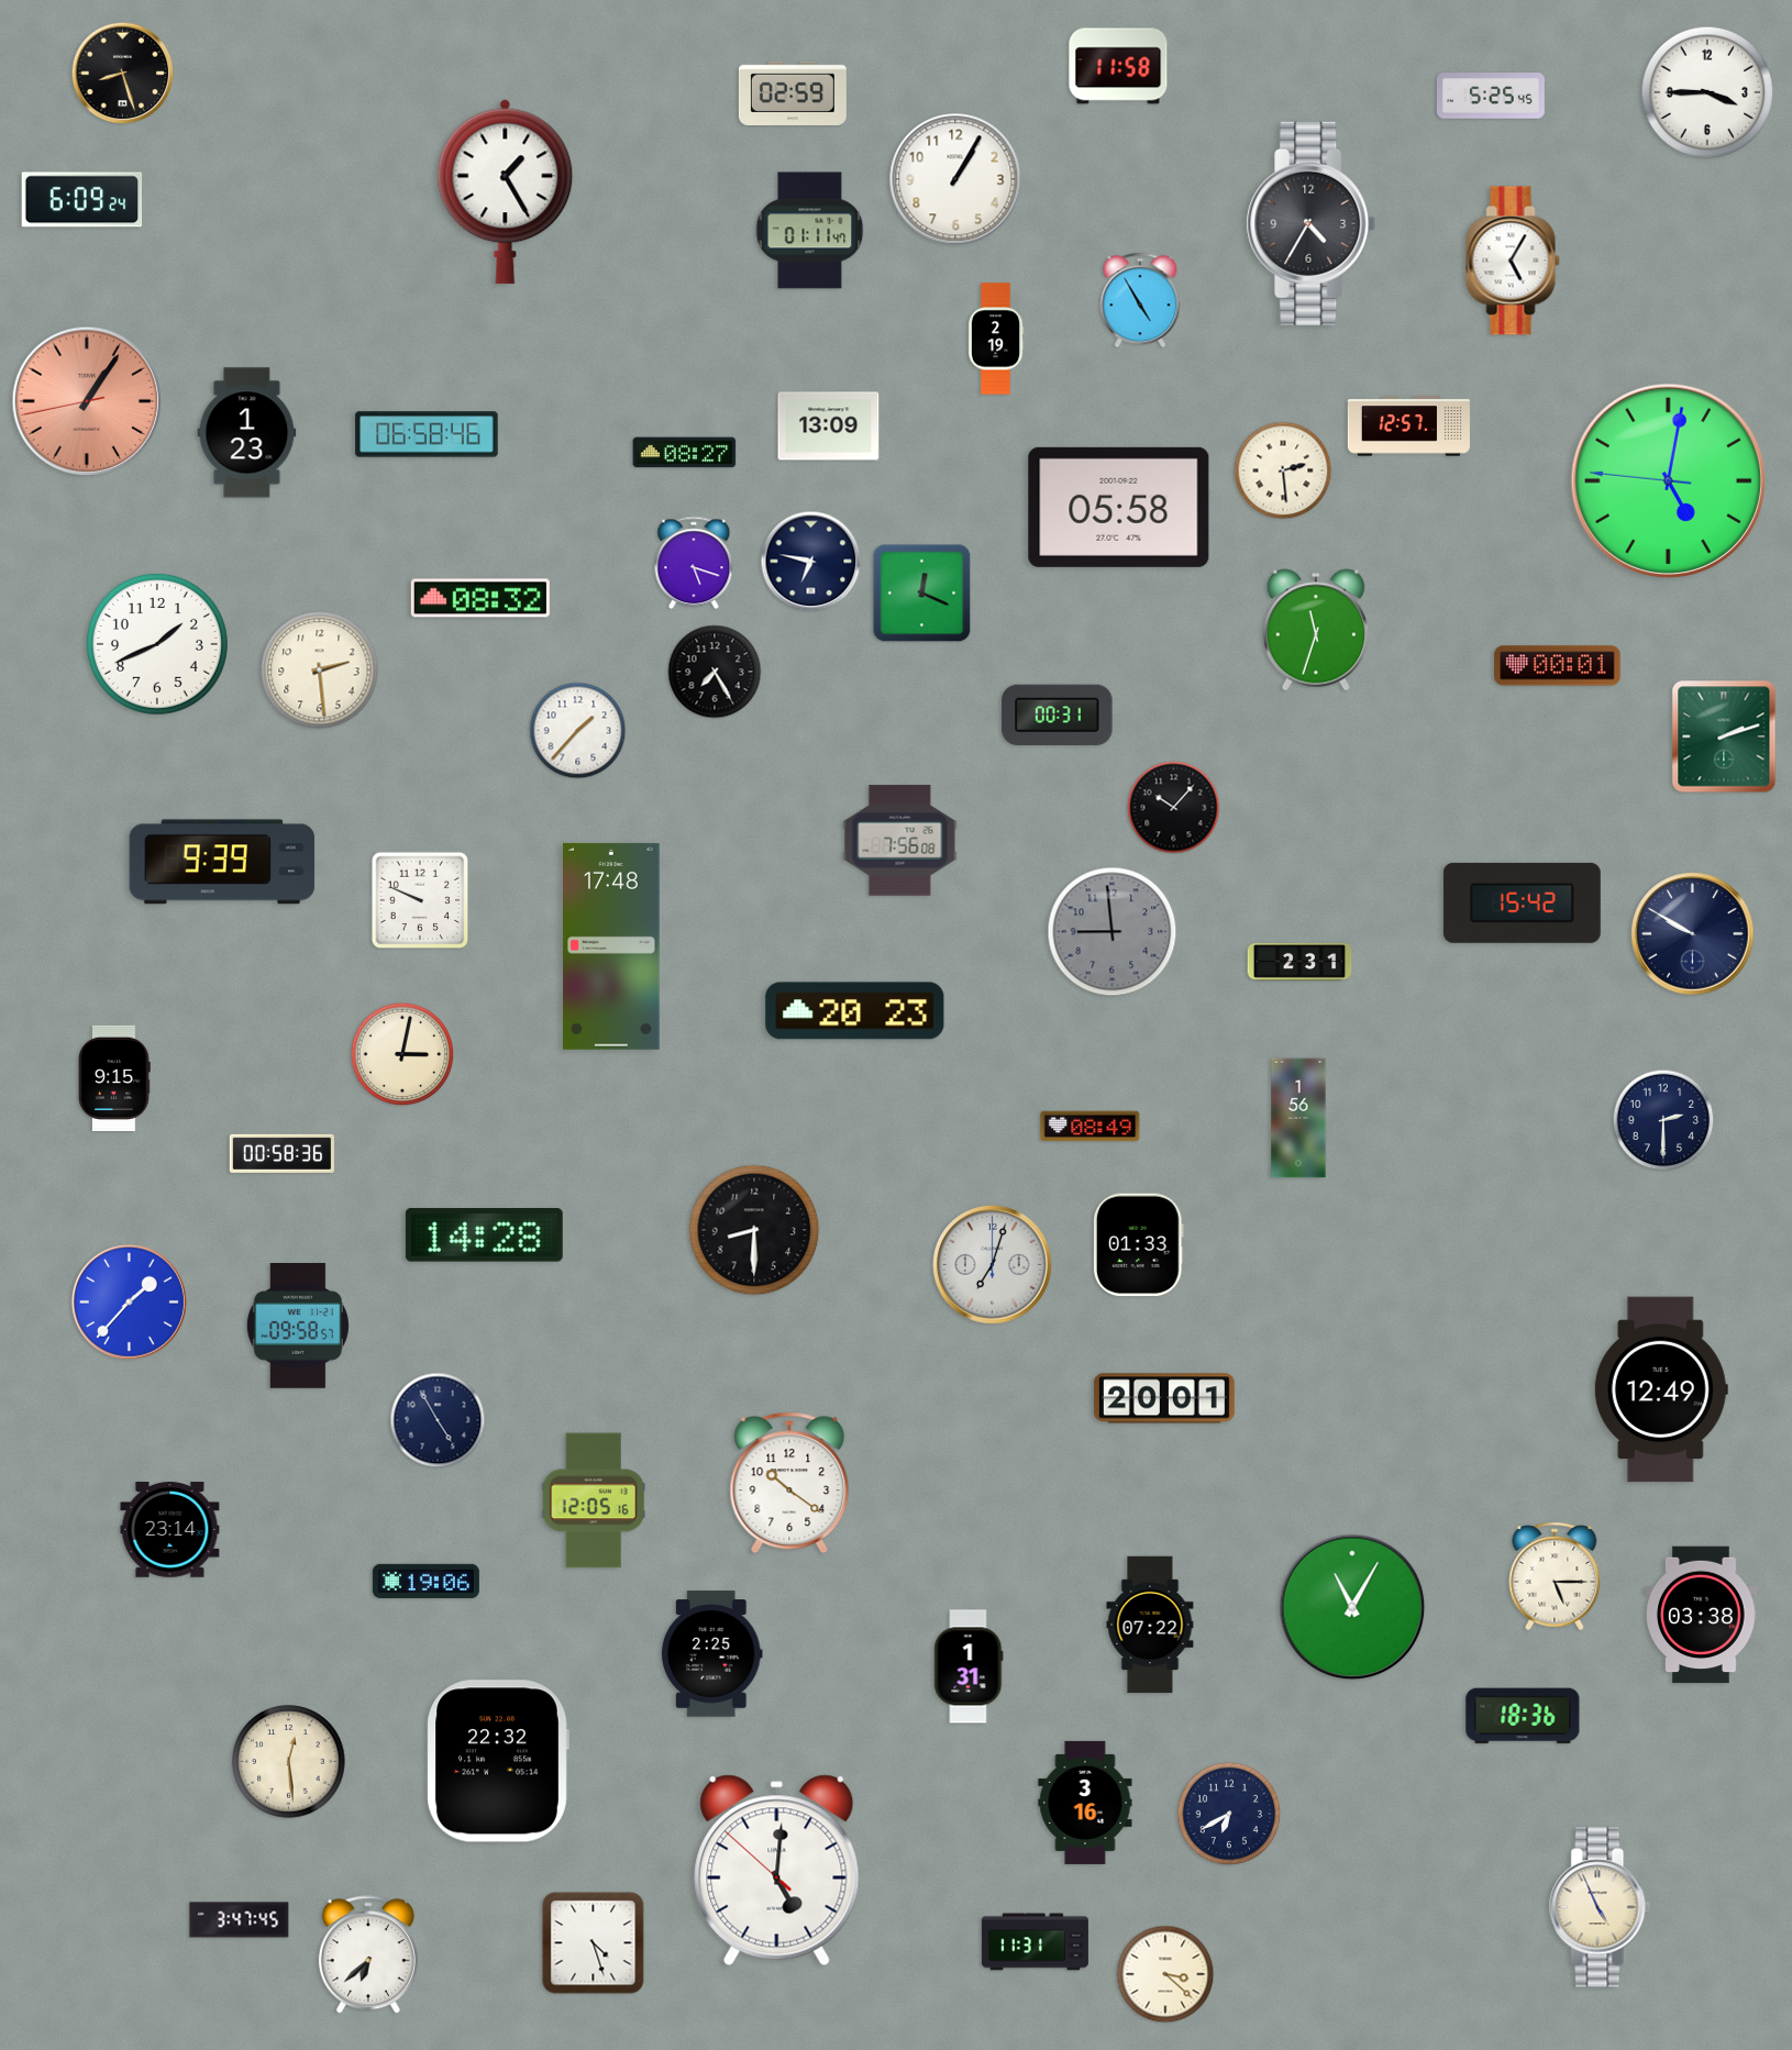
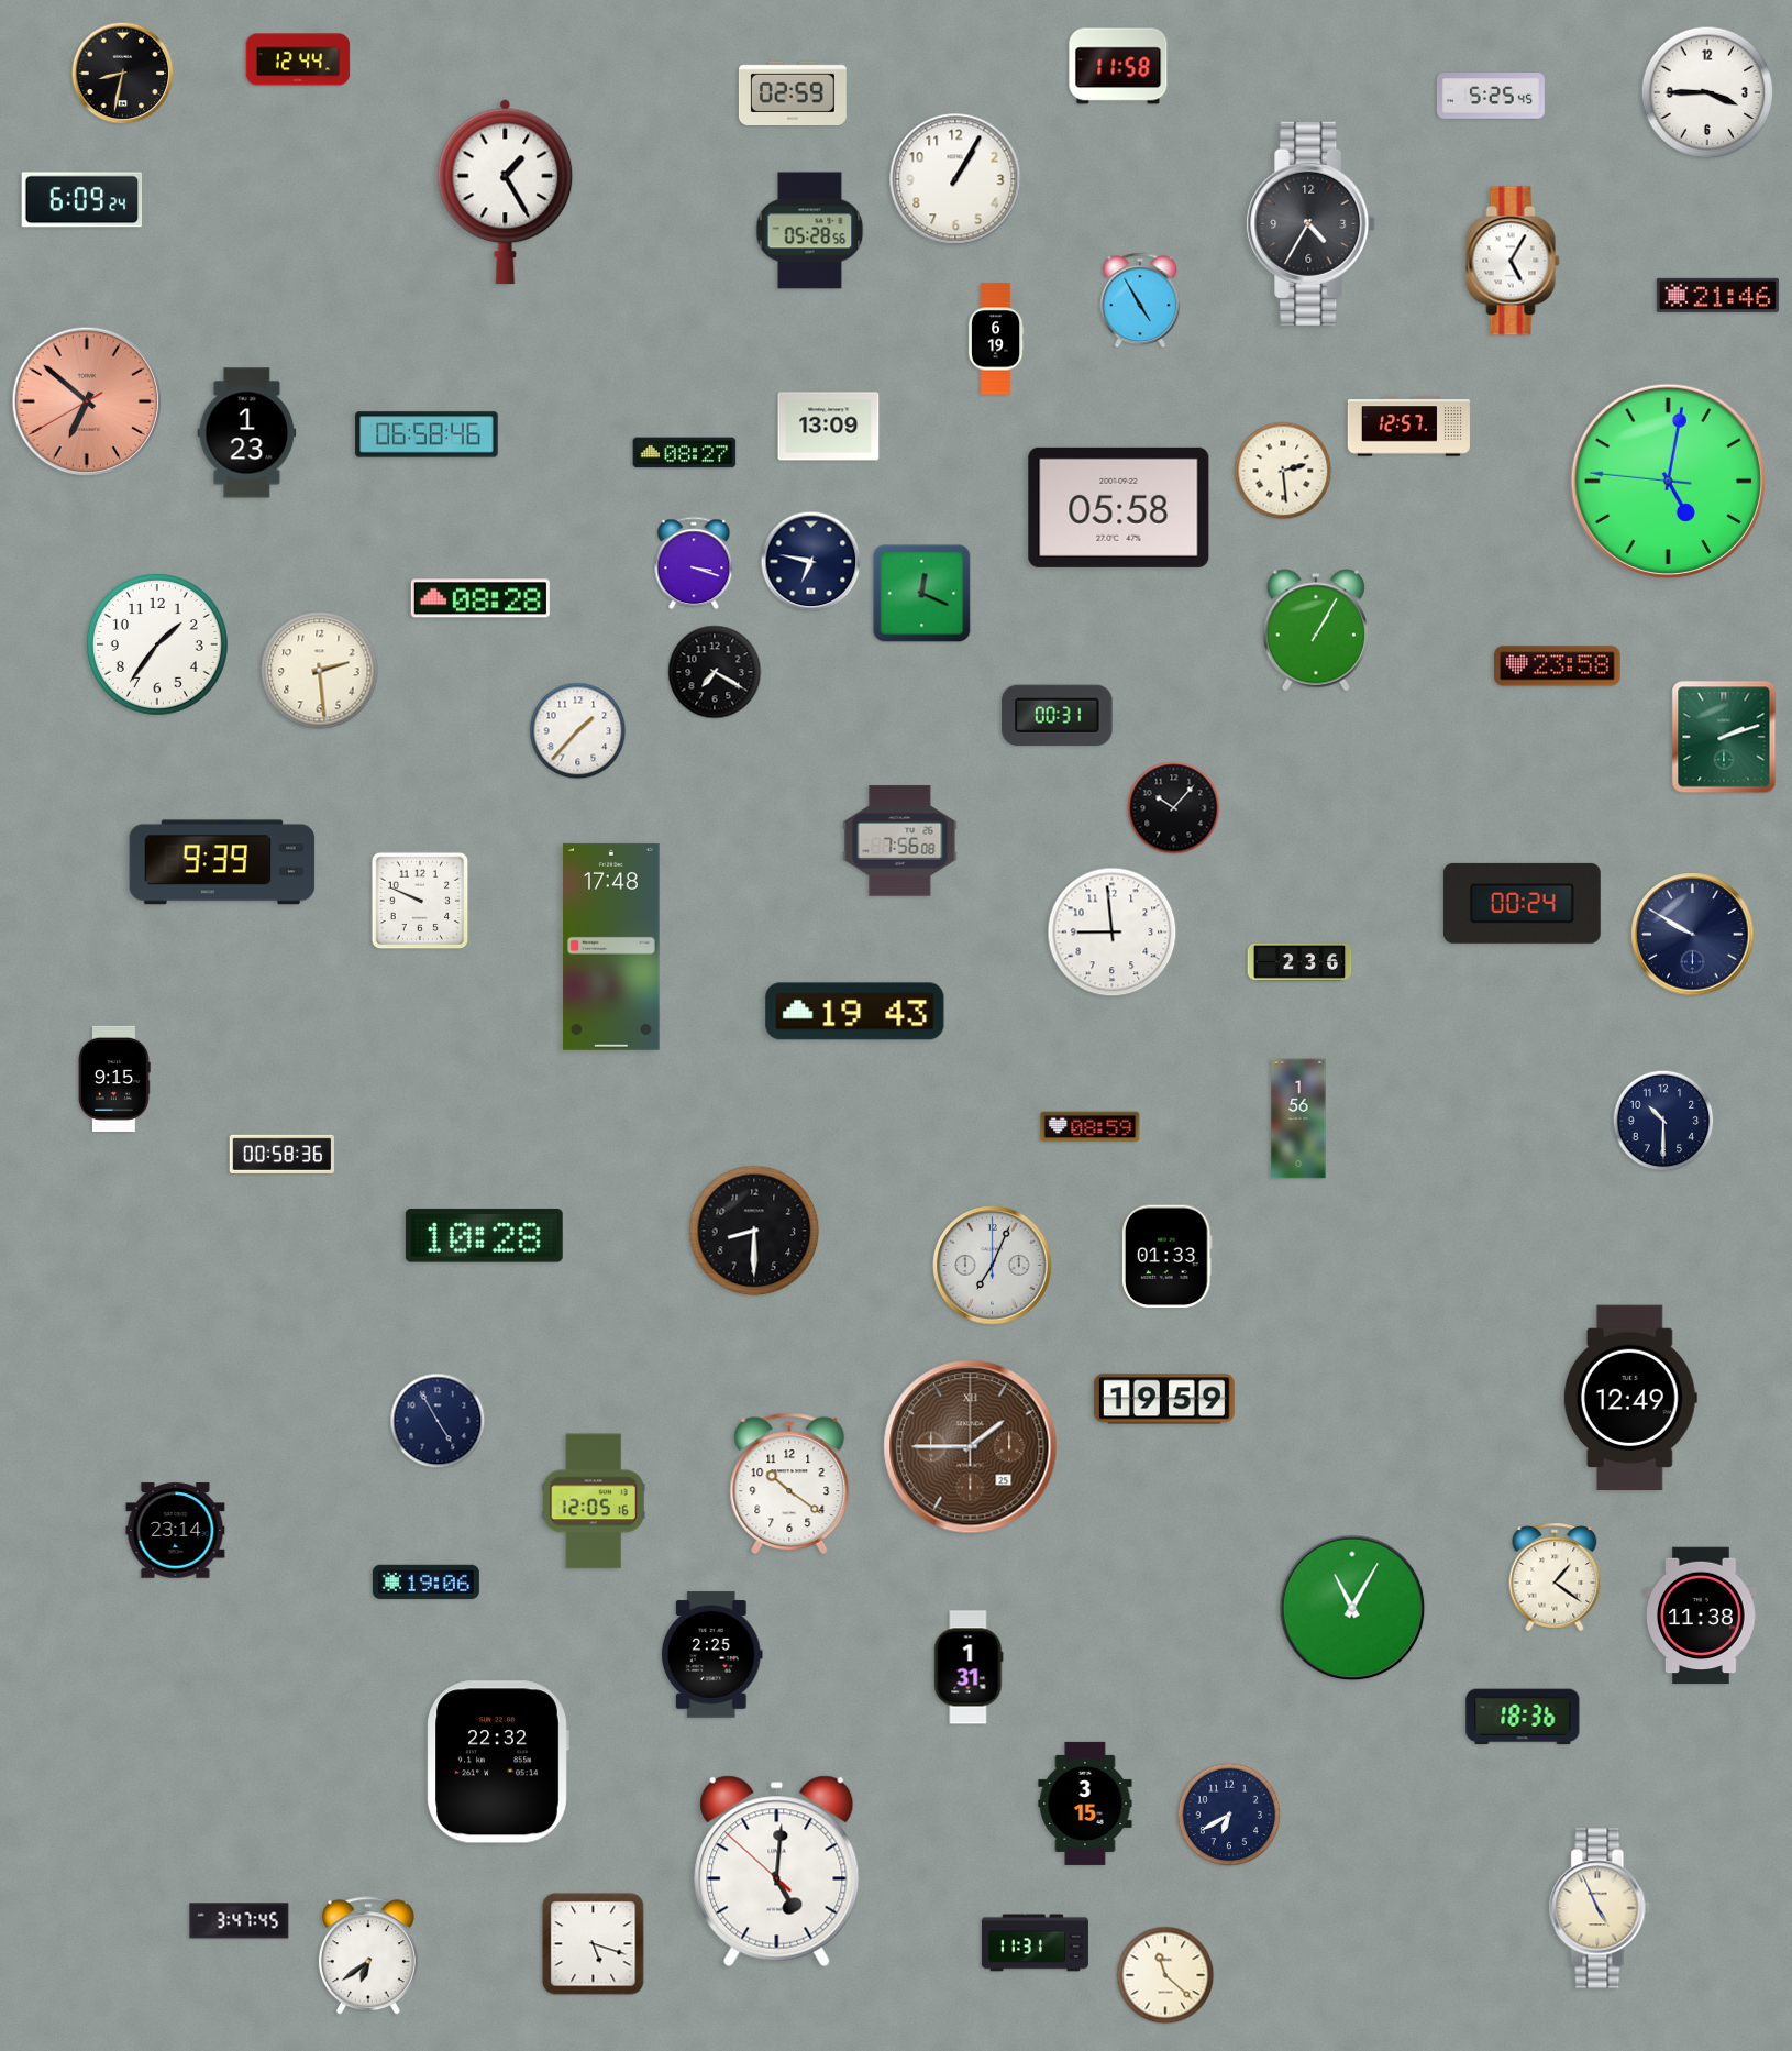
clock at (298, 59): none -> 12:44
clock at (123, 74): 8:27 -> 8:32
clock at (810, 231): 01:11 -> 05:28
clock at (1717, 295): none -> 21:46
clock at (996, 339): 2:19 -> 6:19
clock at (87, 401): 1:05 -> 6:51
clock at (694, 563): 5:18 -> 3:18
clock at (480, 598): 08:32 -> 08:28
clock at (1316, 630): 11:33 -> 1:05
clock at (157, 644): 1:41 -> 1:36
clock at (1558, 666): 00:01 -> 23:58
clock at (715, 672): 7:25 -> 7:20
clock at (1522, 902): 15:42 -> 00:24
clock at (1113, 932) dial: grey -> white
clock at (1299, 962): 2:31 -> 2:36
clock at (855, 1011): 20:23 -> 19:43
clock at (402, 1054): 3:02 -> none
clock at (1663, 1120): 2:30 -> 10:30
clock at (1091, 1127): 08:49 -> 08:59
clock at (484, 1235): 14:28 -> 10:28
clock at (1138, 1245) position: (1138, 1245) -> (1166, 1257)
clock at (993, 1265): 7:03 -> 7:04
clock at (129, 1301): 1:37 -> none
clock at (298, 1327): 09:58 -> none
clock at (1661, 1389) position: (1661, 1389) -> (1630, 1398)
clock at (1164, 1398): 20:01 -> 19:59
clock at (971, 1447): none -> 1:45
clock at (170, 1530) position: (170, 1530) -> (176, 1531)
clock at (1555, 1576): 5:15 -> 1:21
clock at (1701, 1615): 03:38 -> 11:38
clock at (1150, 1625): 07:22 -> none
clock at (289, 1762): 12:29 -> none
clock at (1085, 1803): 3:16 -> 3:15
clock at (594, 1943): 4:27 -> 5:18
clock at (368, 1955): 6:38 -> 6:39
clock at (1165, 1974): 3:22 -> 11:22
